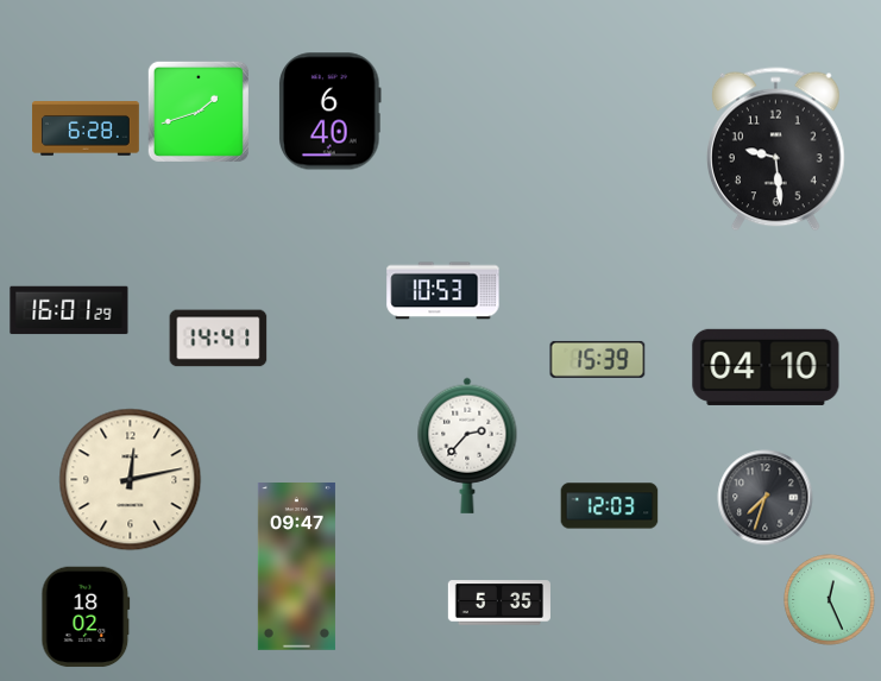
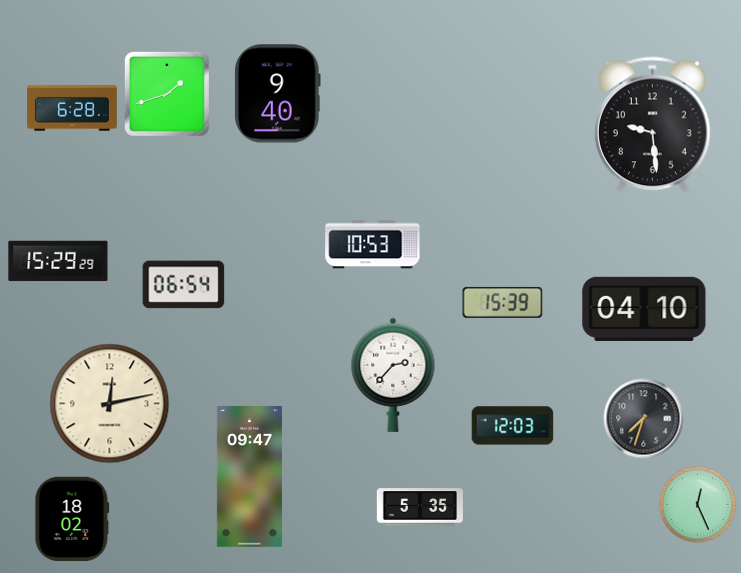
clock at (331, 112): 6:40 -> 9:40
clock at (69, 310): 16:01 -> 15:29
clock at (219, 339): 14:41 -> 06:54
